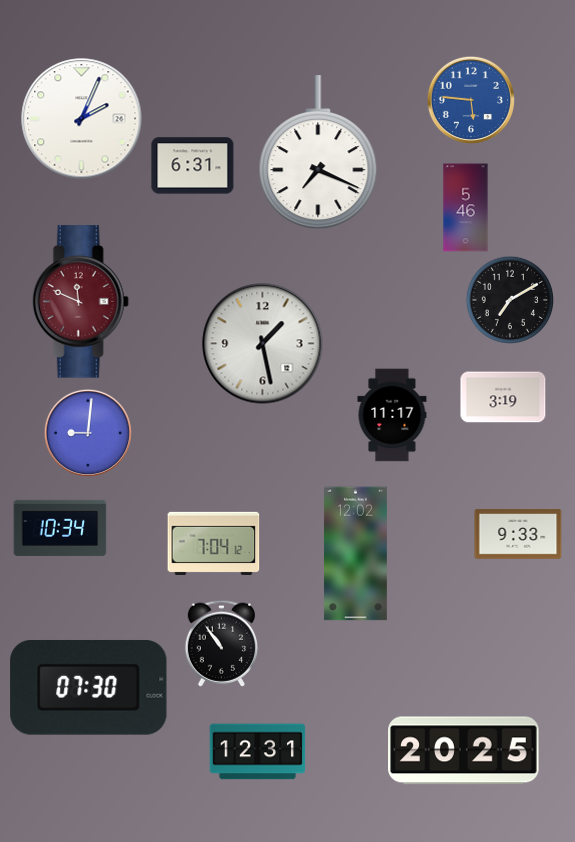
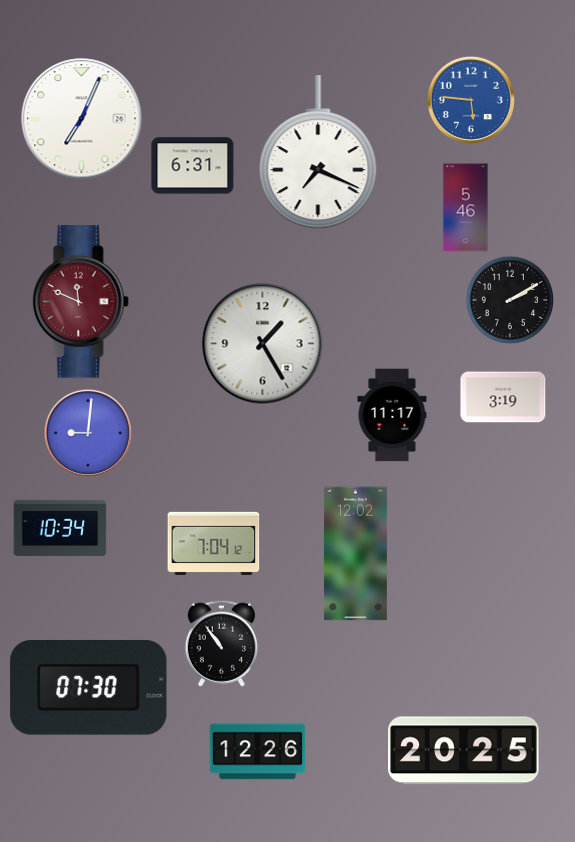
clock at (82, 119): 2:04 -> 7:04
clock at (509, 299): 7:10 -> 2:10
clock at (263, 344): 1:28 -> 1:25
clock at (518, 534): 9:33 -> none
clock at (258, 752): 12:31 -> 12:26
